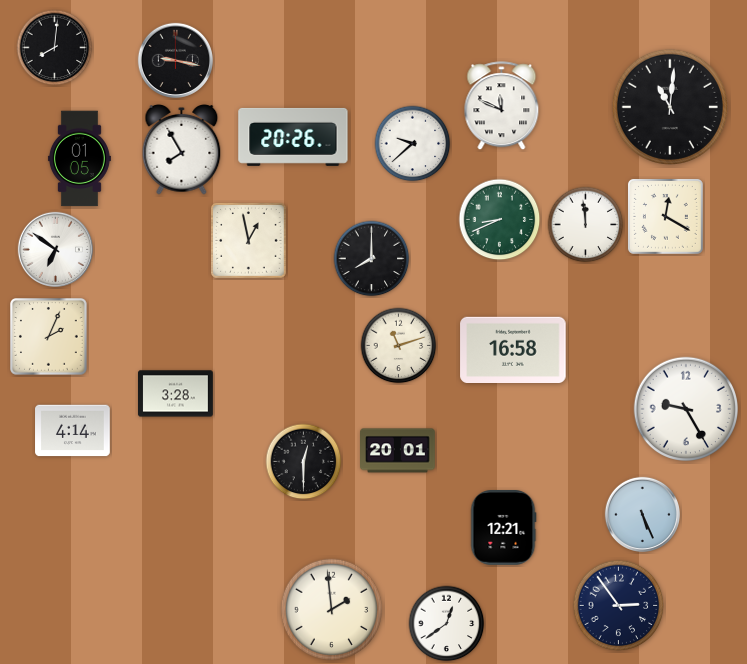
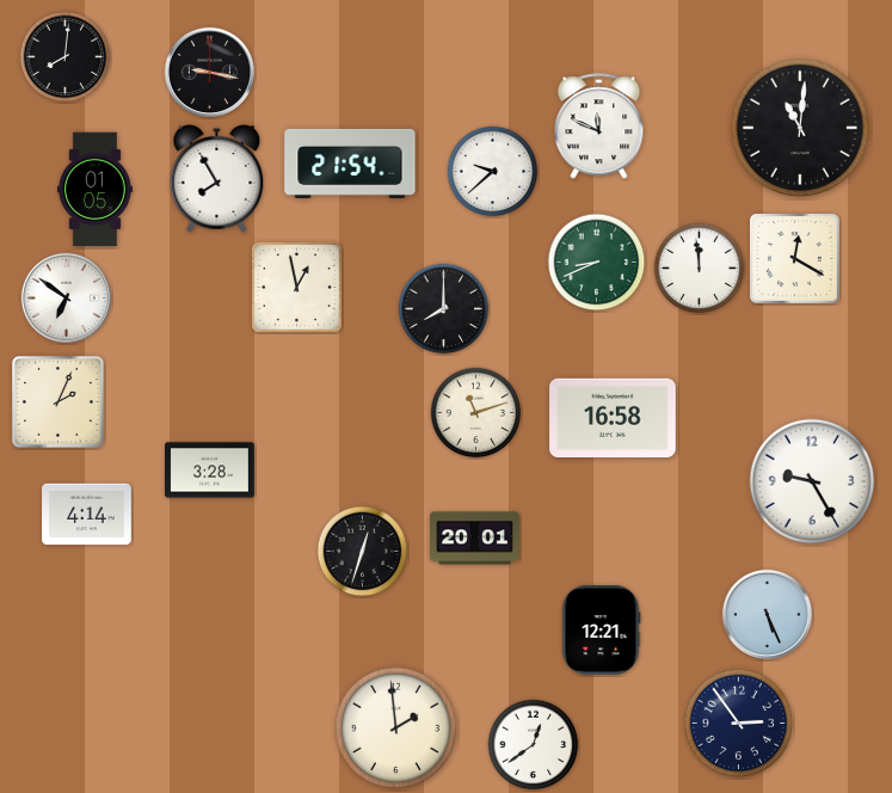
clock at (293, 137): 20:26 -> 21:54
clock at (685, 408) position: (685, 408) -> (811, 480)
clock at (304, 462): 12:30 -> 12:33
